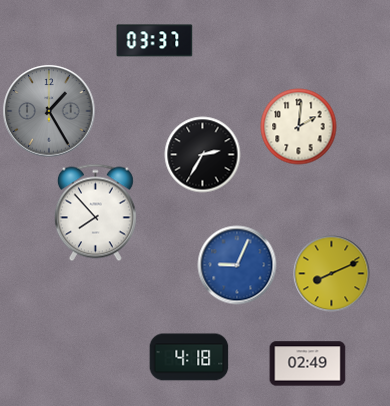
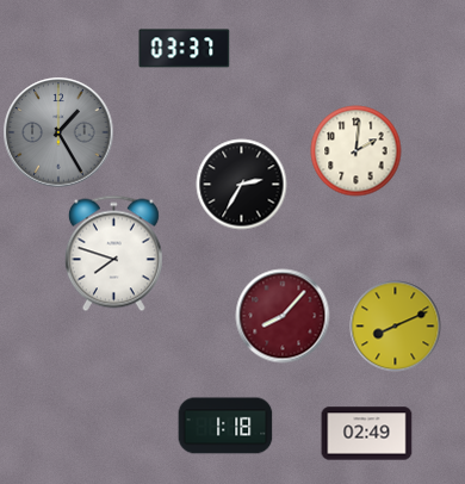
clock at (95, 213): 7:53 -> 7:48
clock at (237, 265): 9:04 -> 8:07
clock at (237, 265) dial: blue -> burgundy
clock at (189, 357): 4:18 -> 1:18
